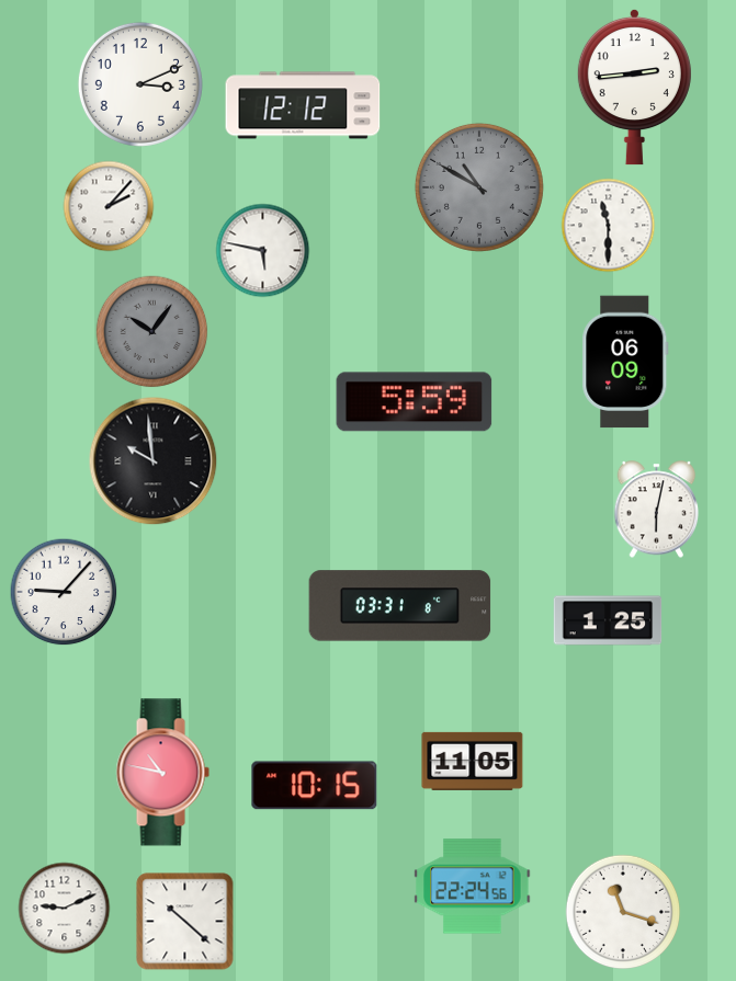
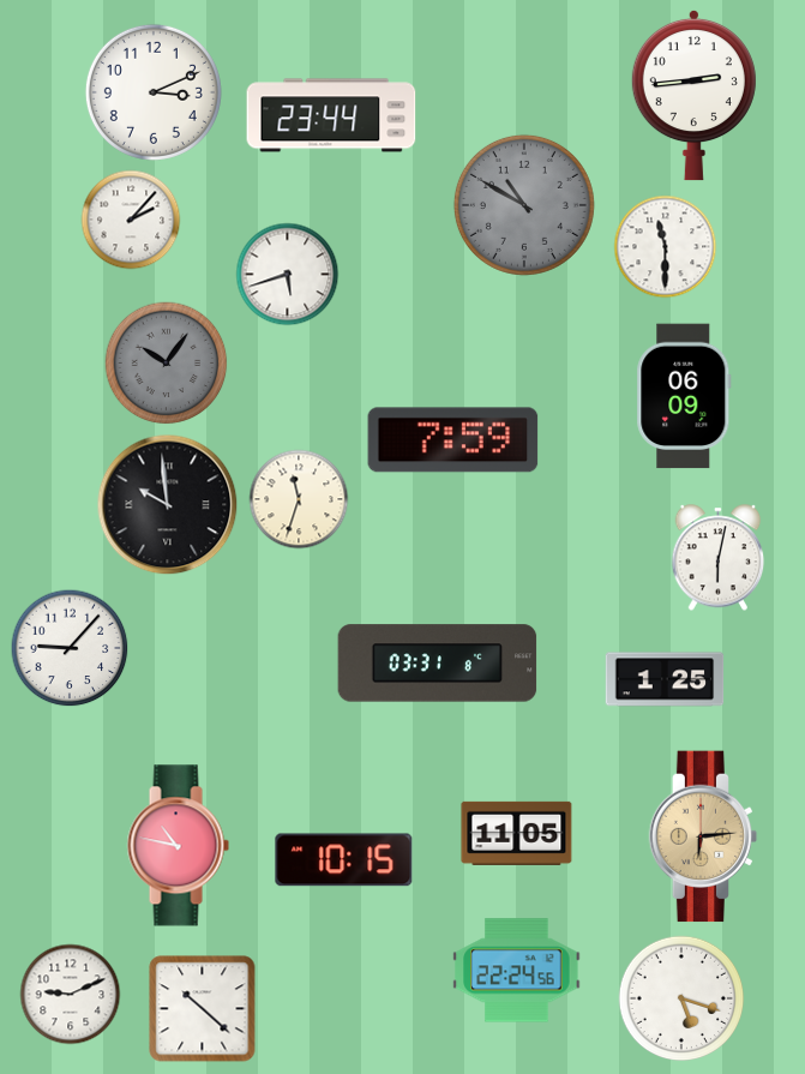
clock at (303, 105): 12:12 -> 23:44
clock at (109, 206) position: (109, 206) -> (131, 220)
clock at (263, 251): 5:47 -> 5:42
clock at (415, 402): 5:59 -> 7:59
clock at (299, 499): none -> 11:33
clock at (703, 836): none -> 6:14
clock at (623, 912): 11:18 -> 5:18
